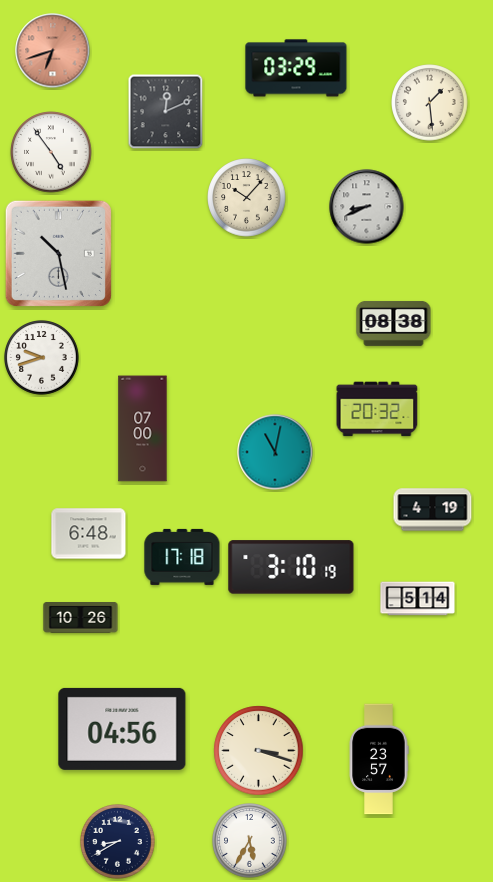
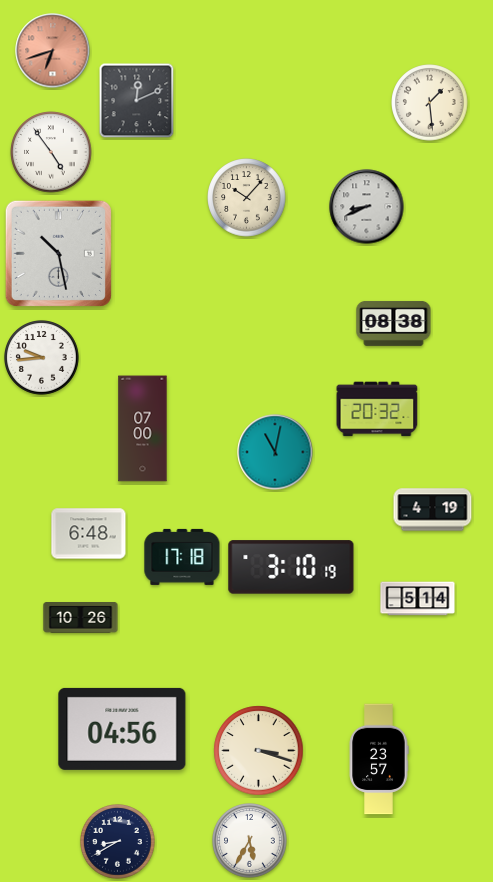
clock at (296, 68): 03:29 -> none
clock at (166, 112) position: (166, 112) -> (137, 101)
clock at (42, 358): 9:42 -> 9:44
